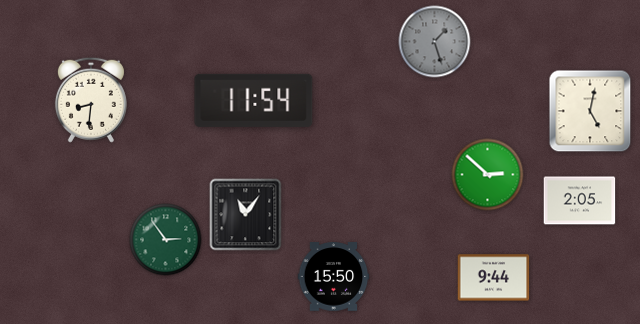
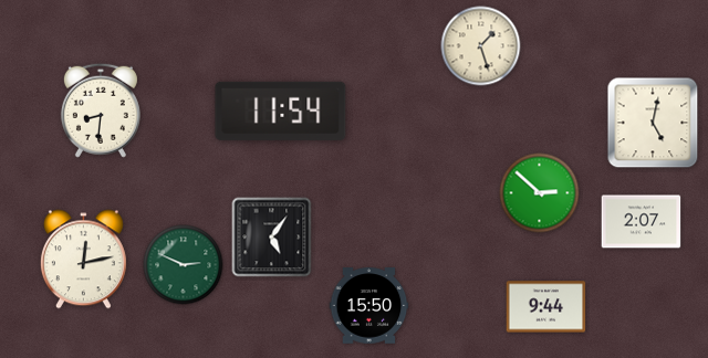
clock at (435, 42) dial: grey -> cream
clock at (580, 201): 2:05 -> 2:07
clock at (246, 215): 11:06 -> 5:06
clock at (83, 260): none -> 12:13
clock at (166, 240): 2:54 -> 2:49
